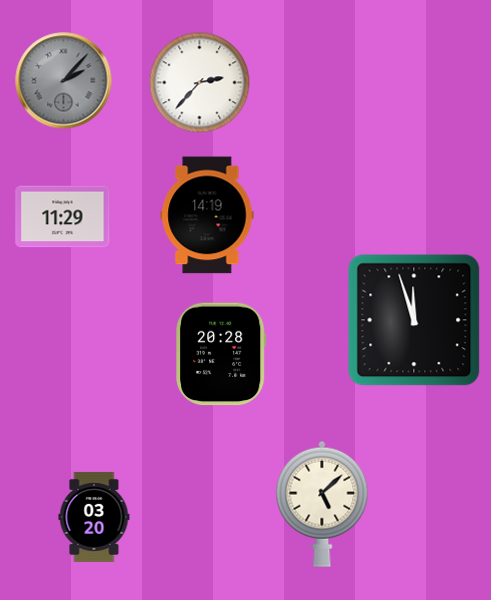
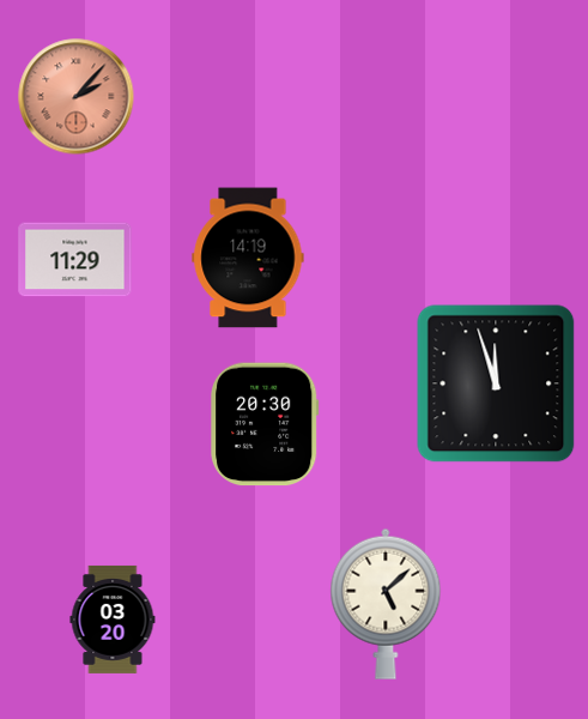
clock at (64, 81) dial: grey -> salmon
clock at (200, 83): 2:37 -> none
clock at (221, 354): 20:28 -> 20:30
